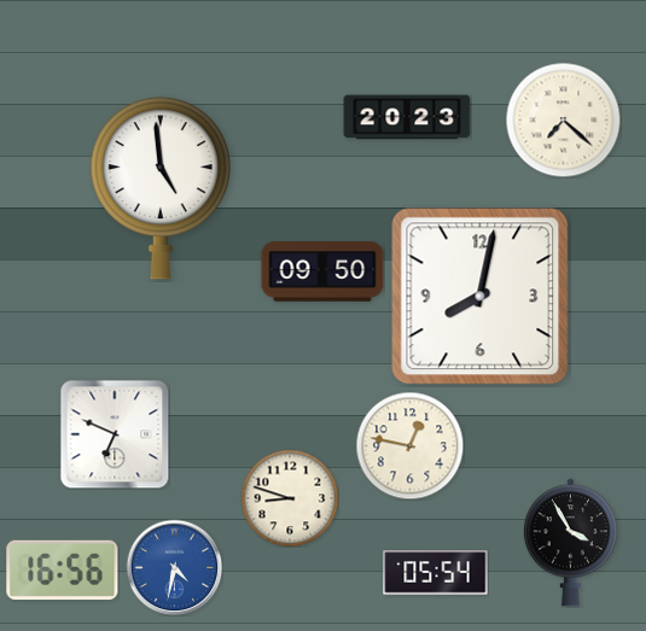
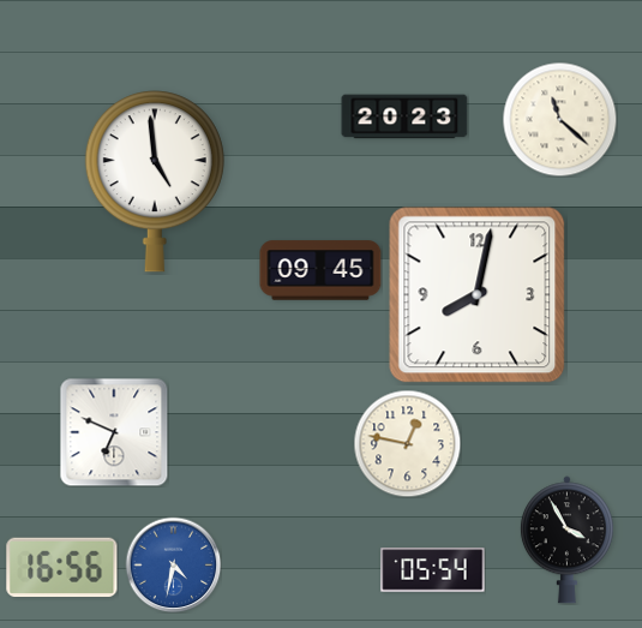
clock at (563, 119): 7:22 -> 11:22
clock at (161, 188) position: (161, 188) -> (155, 181)
clock at (322, 271): 09:50 -> 09:45
clock at (290, 498): 8:48 -> none
